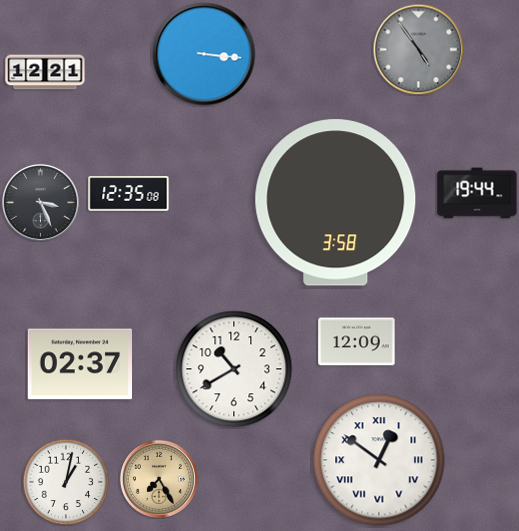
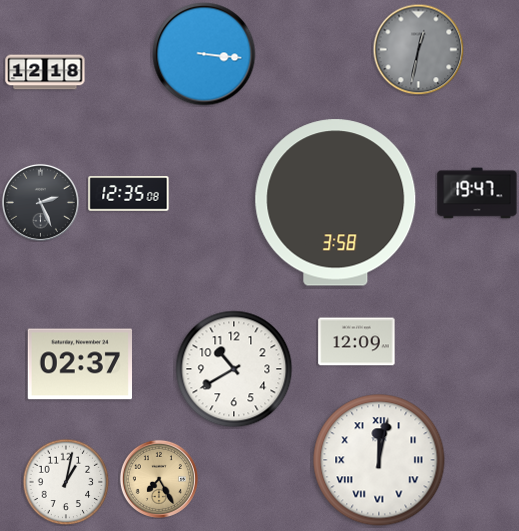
clock at (418, 49): 4:54 -> 12:32
clock at (45, 72): 12:21 -> 12:18
clock at (477, 193): 19:44 -> 19:47
clock at (40, 202): 3:26 -> 2:26
clock at (379, 460): 12:51 -> 12:02
